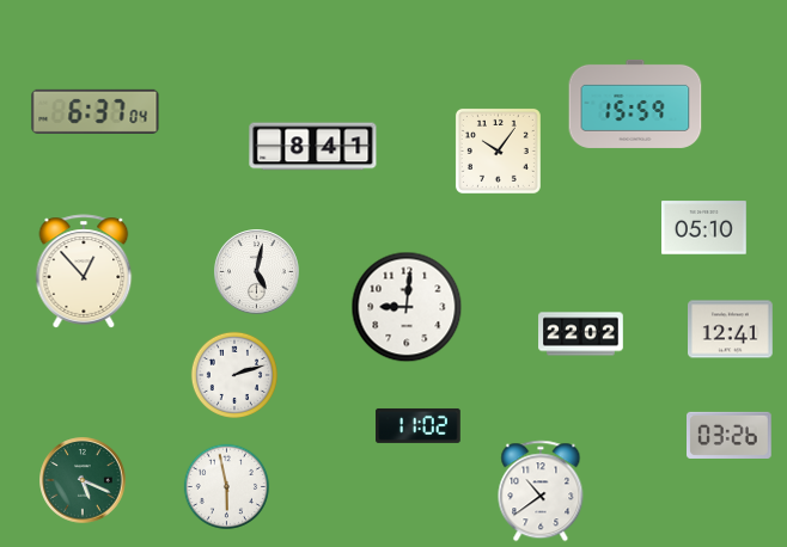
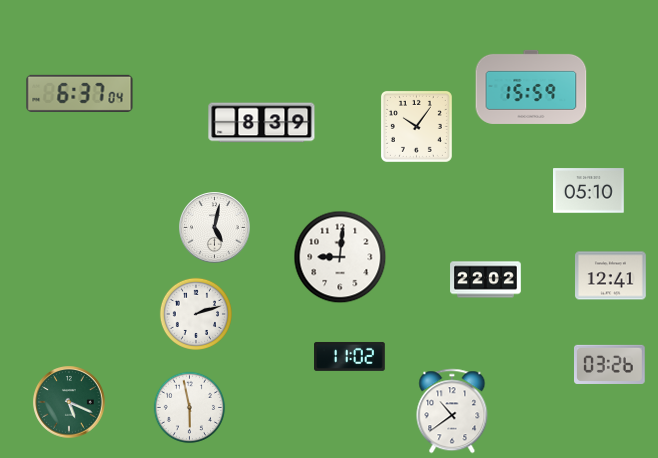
clock at (313, 147): 8:41 -> 8:39
clock at (84, 271): 12:53 -> none
